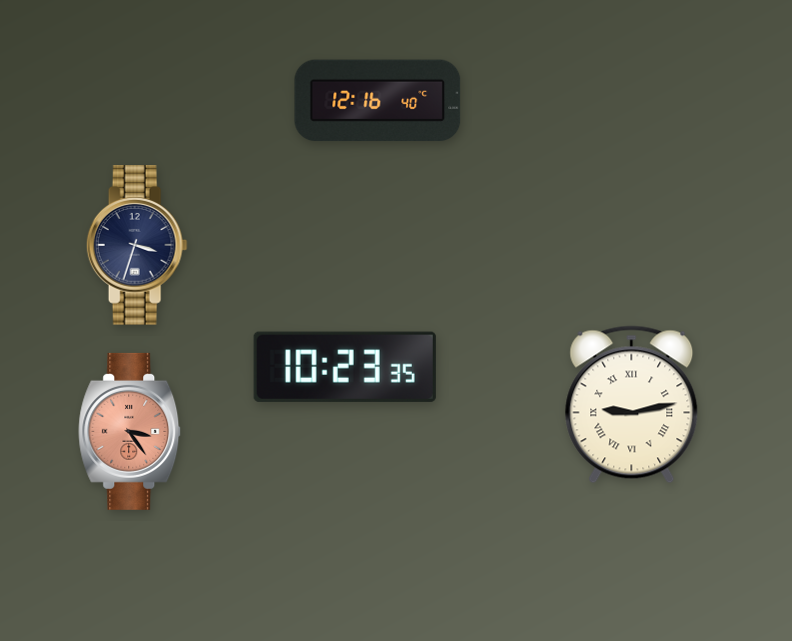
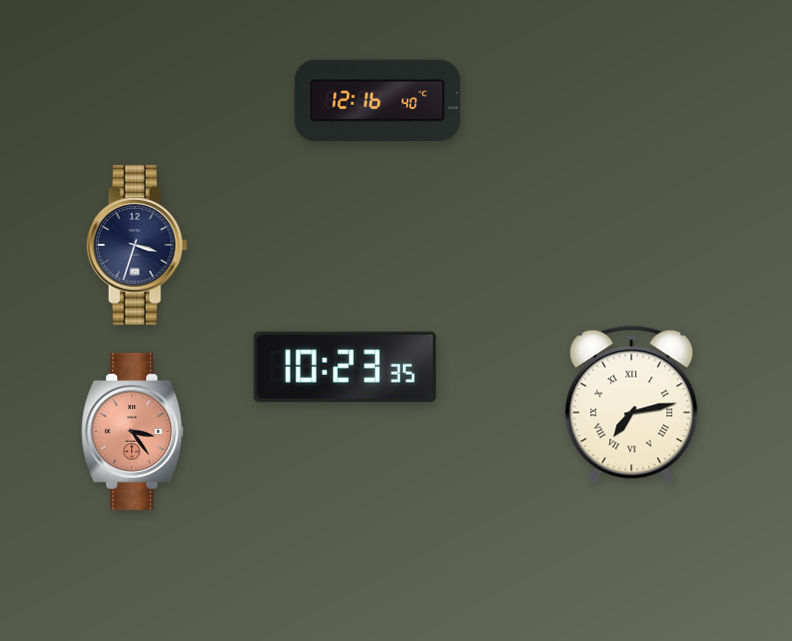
clock at (632, 405): 9:13 -> 7:13
clock at (130, 431) position: (130, 431) -> (133, 431)
